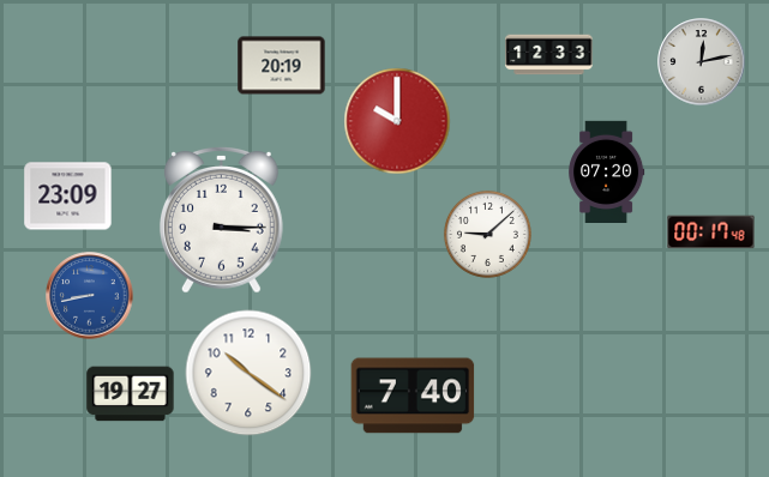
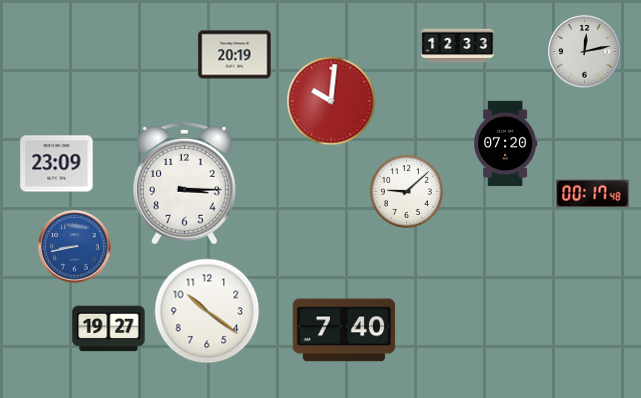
clock at (397, 121): 10:00 -> 10:01
clock at (487, 234) position: (487, 234) -> (406, 191)
